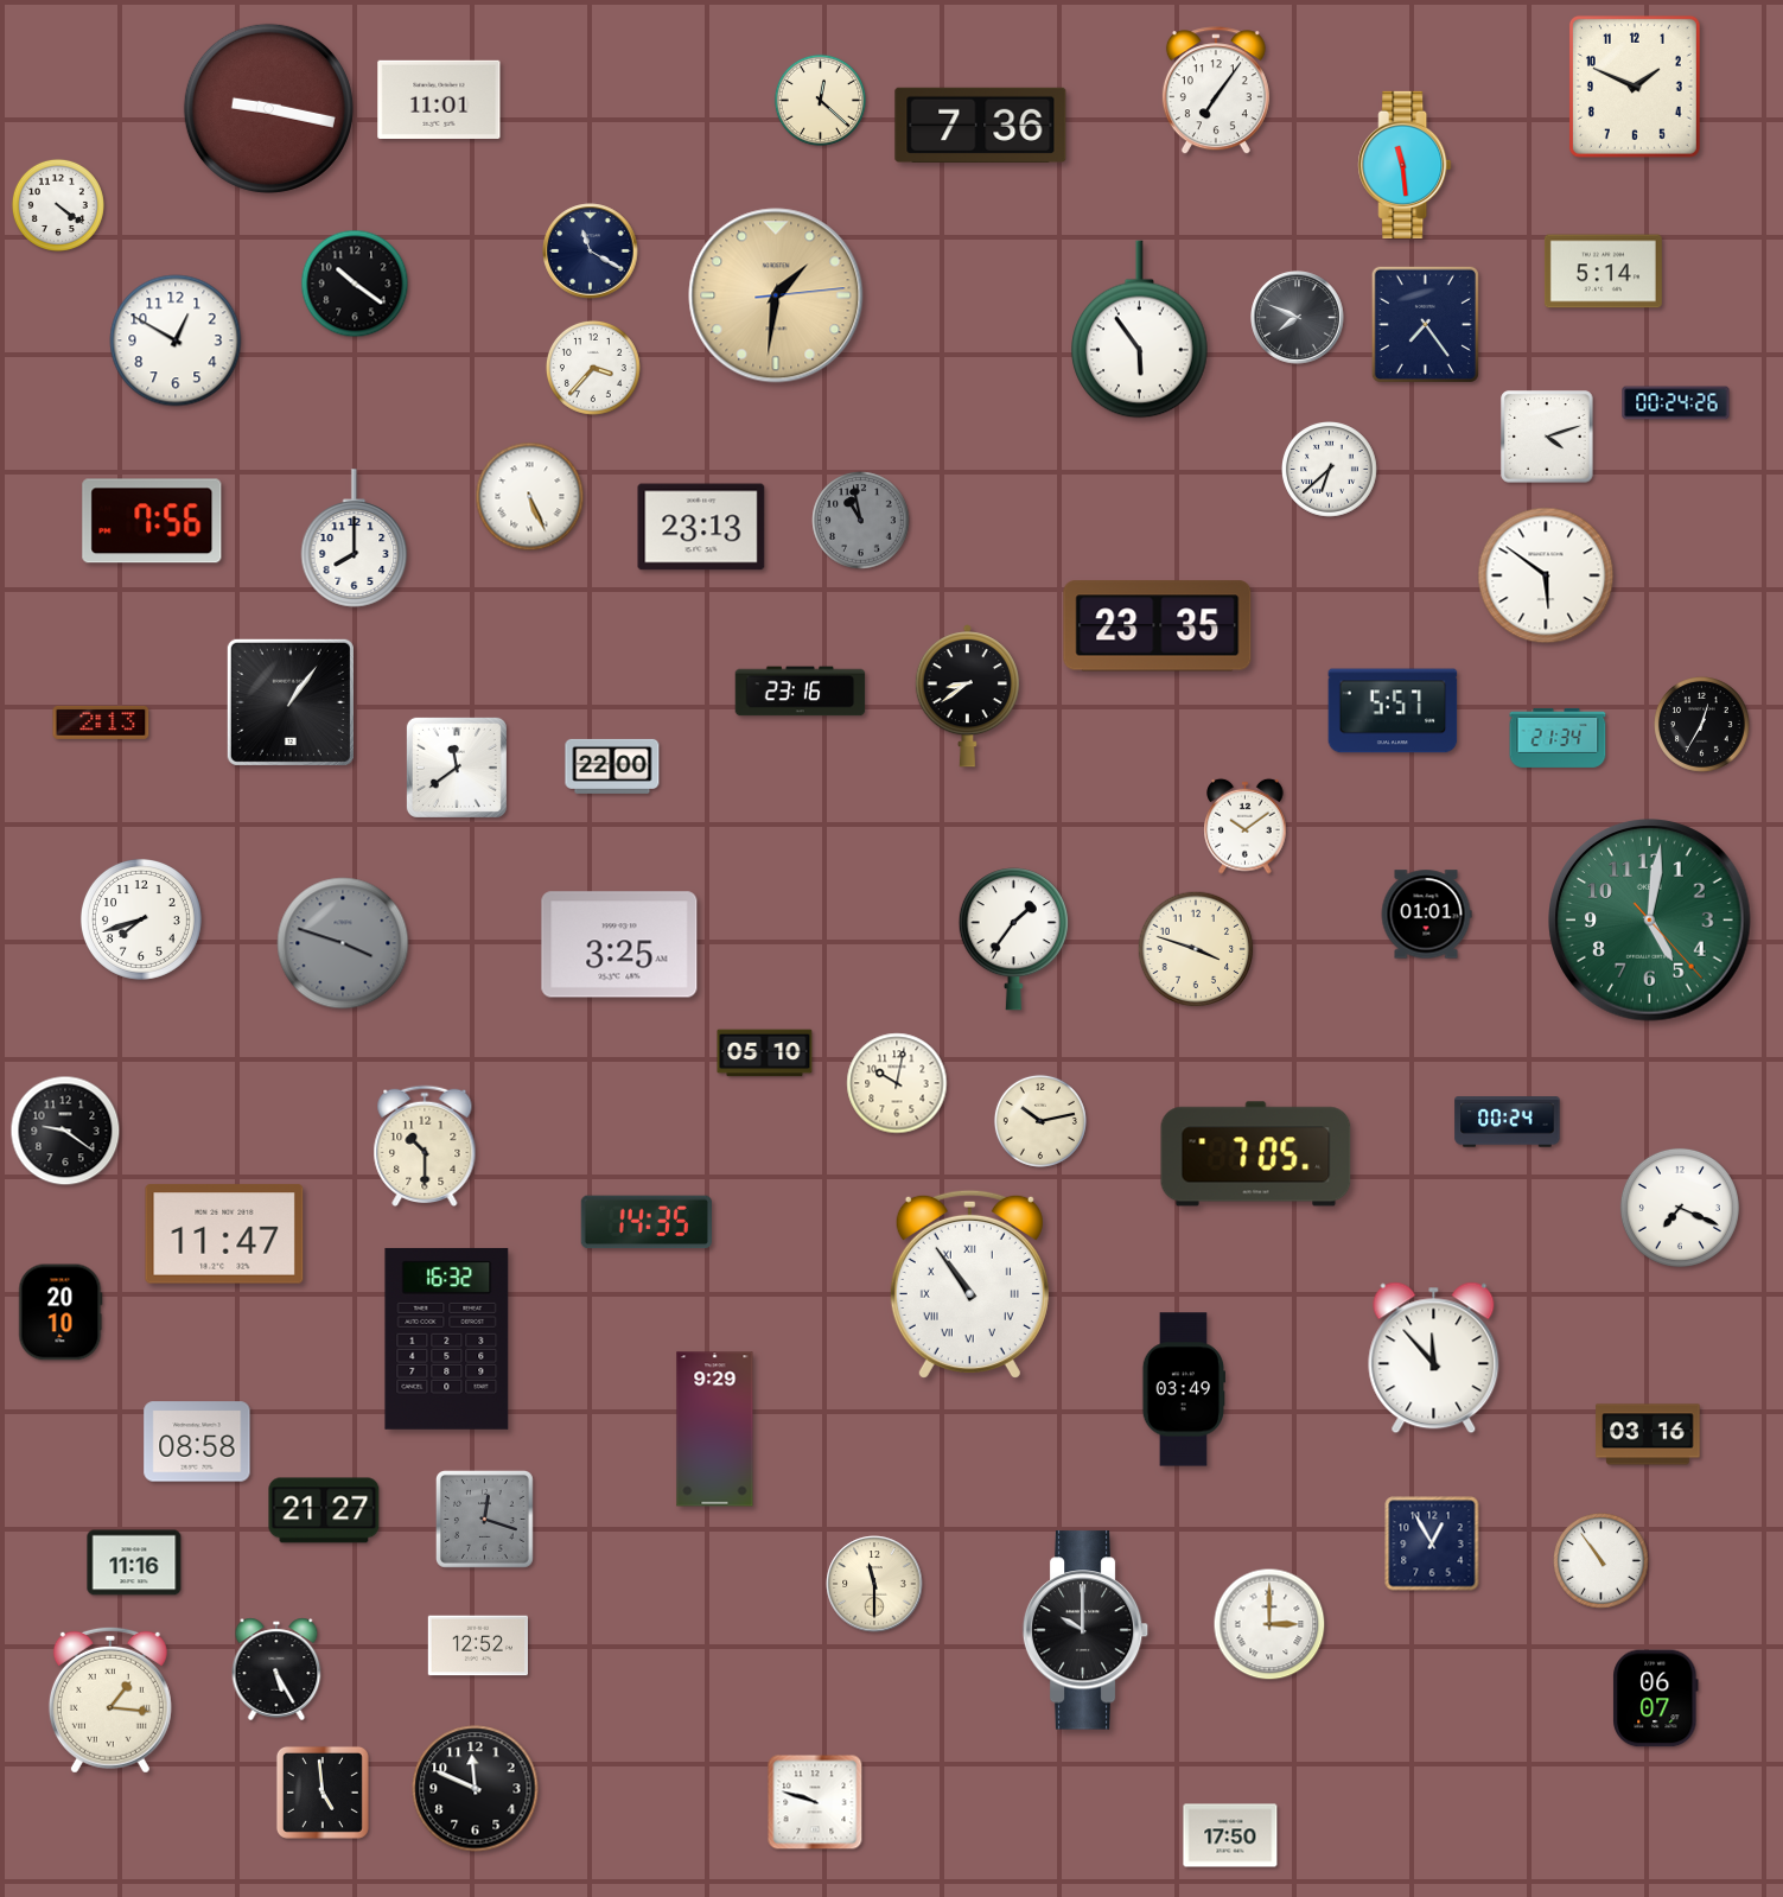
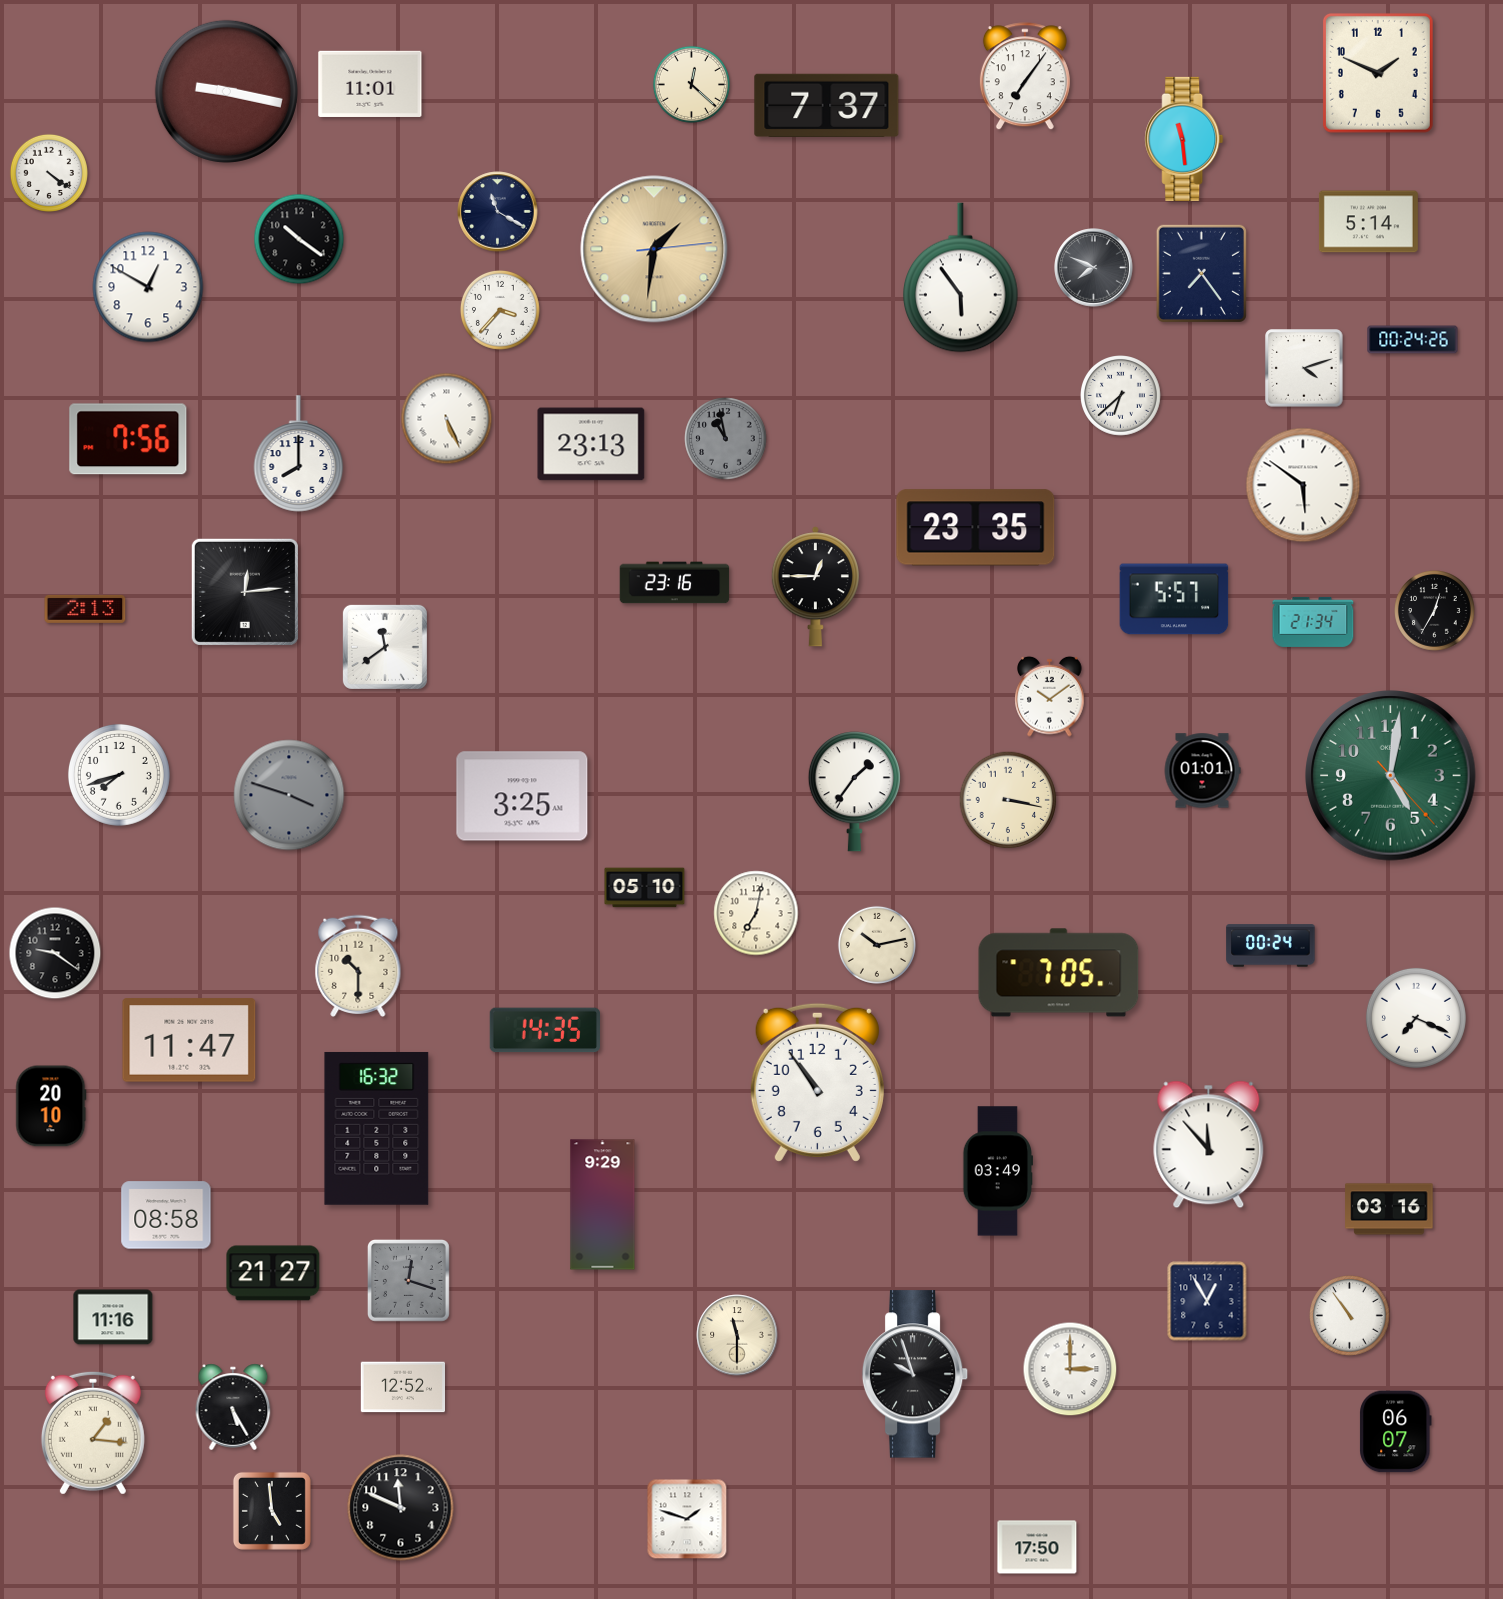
clock at (981, 125): 7:36 -> 7:37
clock at (1603, 272) position: (1603, 272) -> (1368, 222)
clock at (967, 696): 8:39 -> 12:45
clock at (291, 702): 1:06 -> 12:14
clock at (612, 766): 22:00 -> none
clock at (1196, 949): 3:48 -> 3:17
clock at (897, 1083): 10:02 -> 7:02
clock at (969, 1284) numerals: Roman -> Arabic
clock at (1085, 1630): 10:00 -> 9:57
clock at (815, 1802): 9:48 -> 1:48
